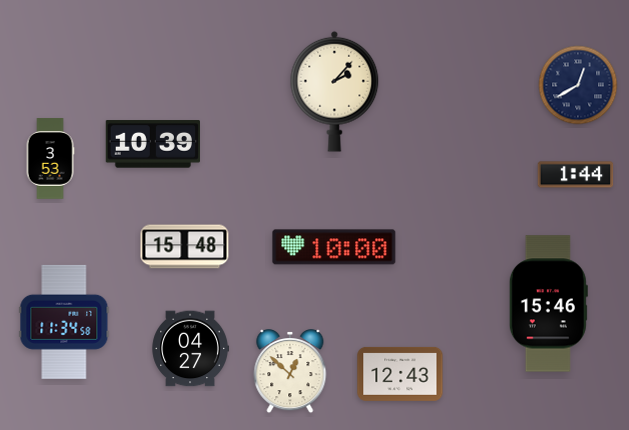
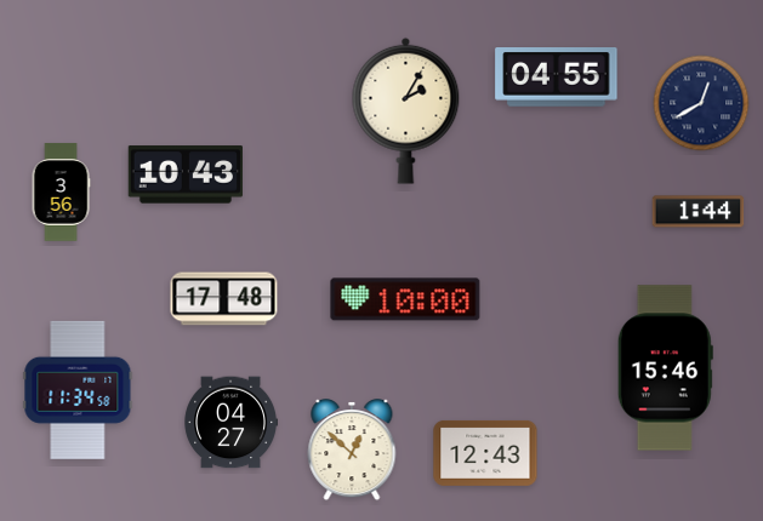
clock at (557, 78): none -> 04:55
clock at (335, 91): 2:07 -> 2:05
clock at (153, 144): 10:39 -> 10:43
clock at (50, 159): 3:53 -> 3:56
clock at (185, 247): 15:48 -> 17:48
